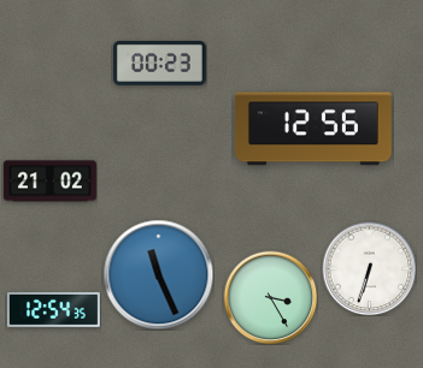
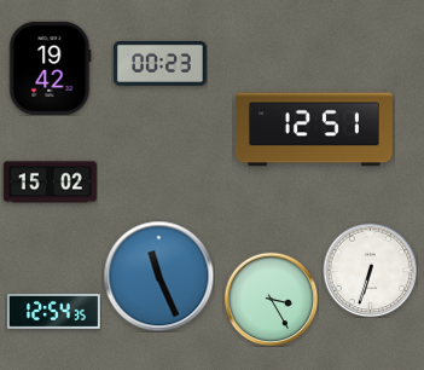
clock at (51, 68): none -> 19:42
clock at (313, 129): 12:56 -> 12:51
clock at (49, 182): 21:02 -> 15:02
